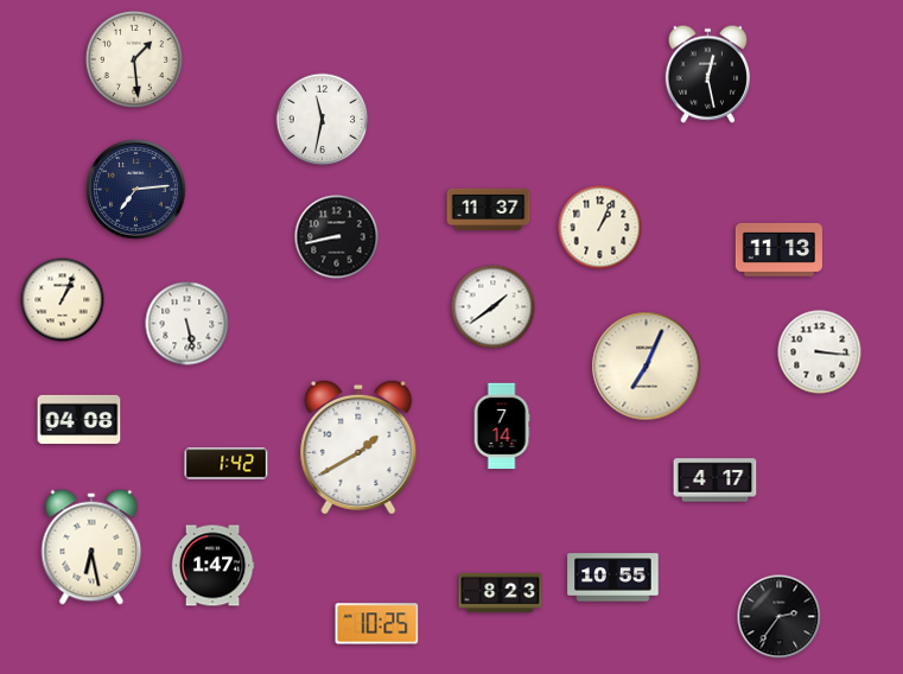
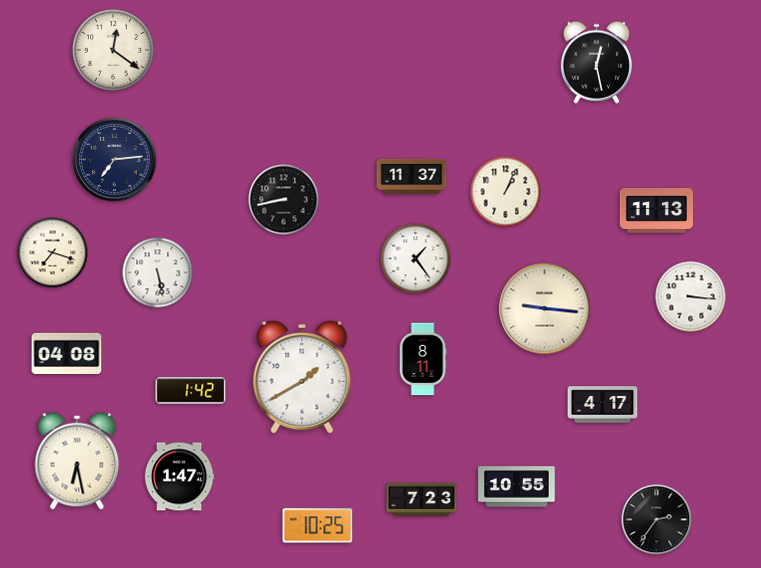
clock at (134, 59): 1:29 -> 12:21
clock at (323, 120): 11:32 -> none
clock at (63, 300): 1:04 -> 7:18
clock at (494, 307): 1:39 -> 1:24
clock at (647, 367): 7:04 -> 9:16
clock at (502, 426): 7:14 -> 8:11
clock at (501, 592): 8:23 -> 7:23
